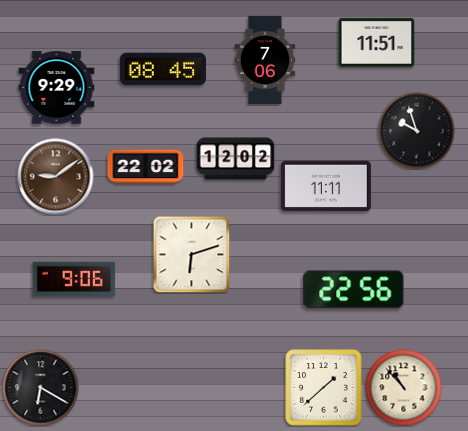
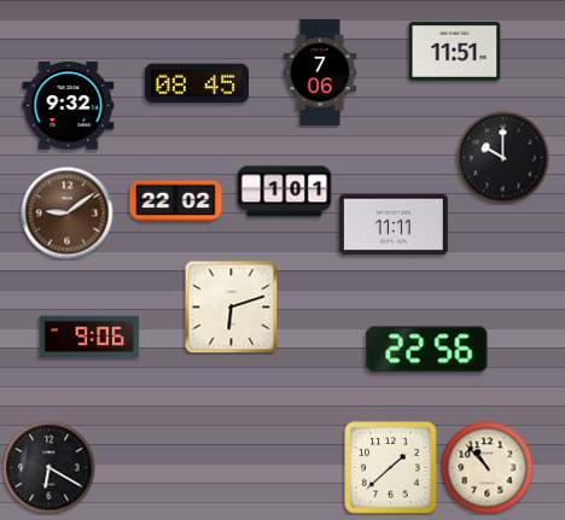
clock at (57, 88): 9:29 -> 9:32
clock at (417, 131): 9:57 -> 10:00
clock at (236, 159): 12:02 -> 1:01
